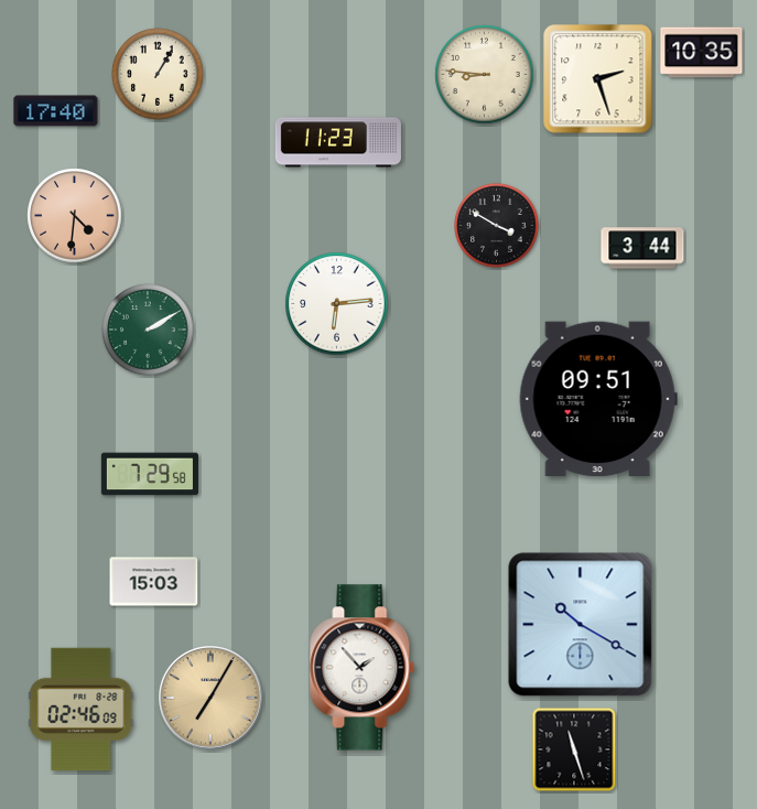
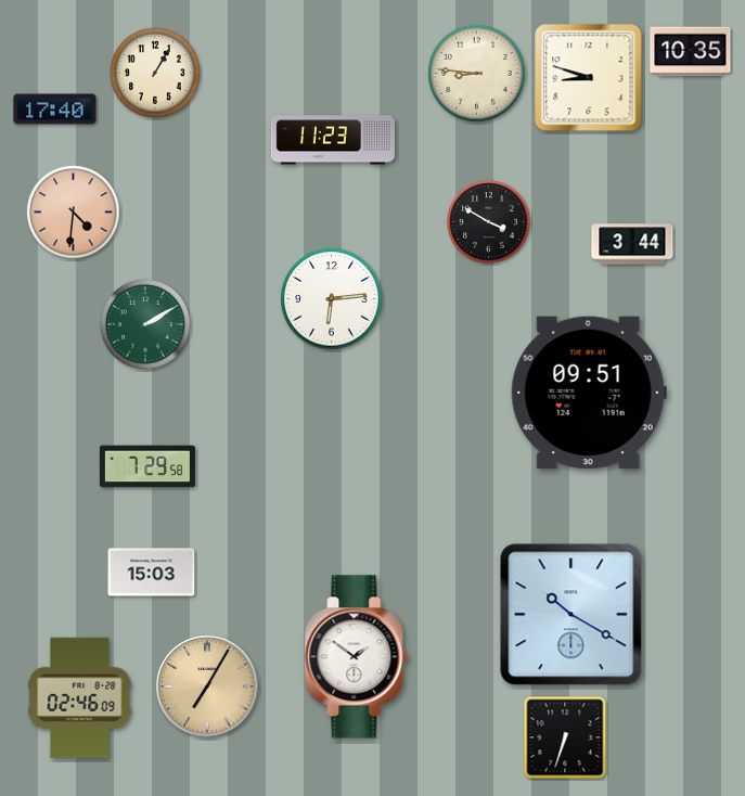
clock at (598, 79): 2:27 -> 8:48
clock at (363, 668): 1:53 -> 1:51
clock at (574, 749): 11:27 -> 6:33
